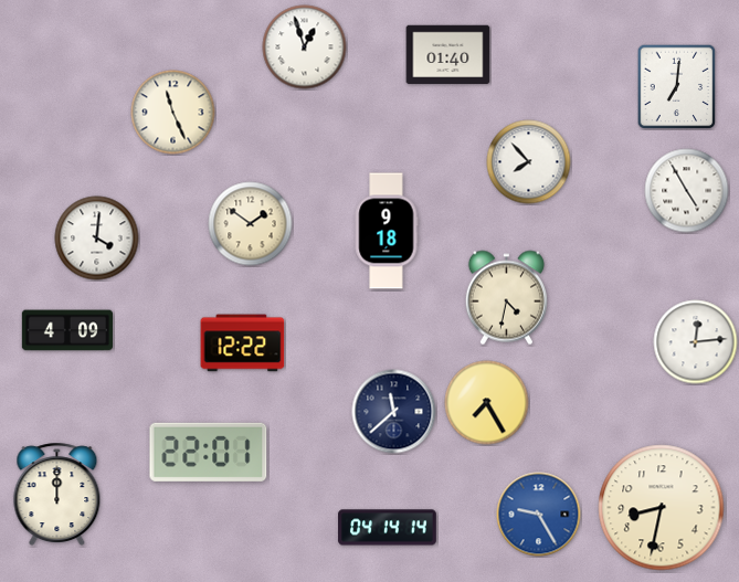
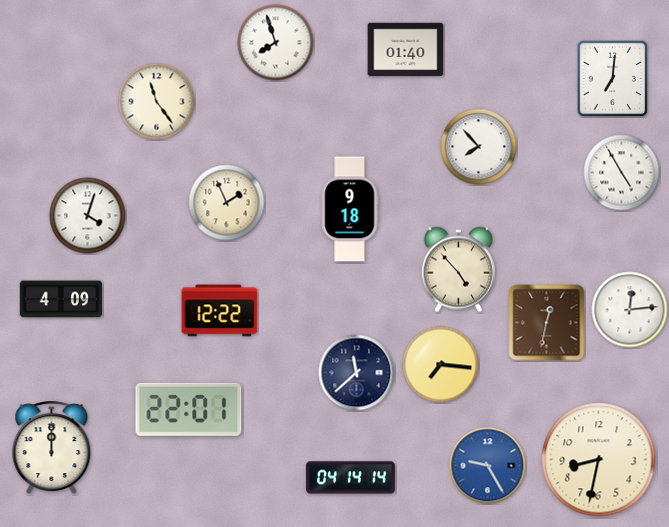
clock at (305, 47): 12:57 -> 7:57
clock at (173, 113): 11:26 -> 11:24
clock at (251, 224): 1:51 -> 1:56
clock at (97, 239): 4:01 -> 4:03
clock at (506, 298): 4:32 -> 4:53
clock at (547, 323): none -> 12:32
clock at (487, 403): 7:25 -> 7:16
